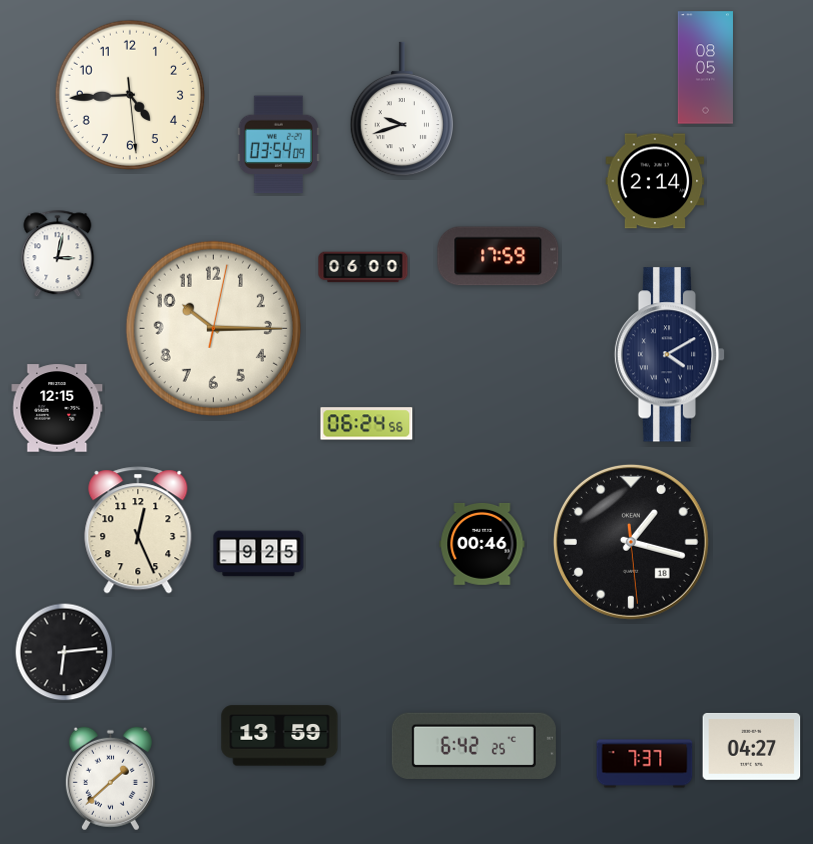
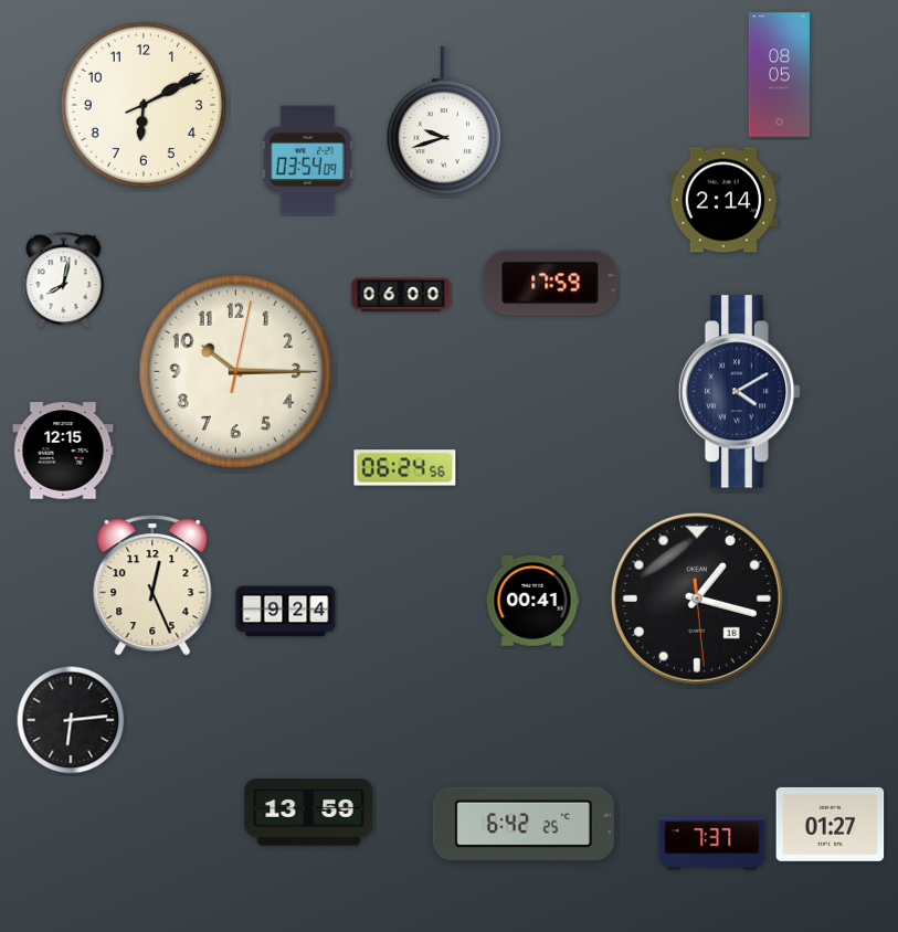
clock at (129, 94): 4:44 -> 6:10
clock at (58, 254): 3:02 -> 8:02
clock at (213, 328) position: (213, 328) -> (235, 371)
clock at (482, 544): 00:46 -> 00:41
clock at (259, 554): 9:25 -> 9:24
clock at (752, 746): 04:27 -> 01:27
clock at (110, 779): 1:38 -> none
